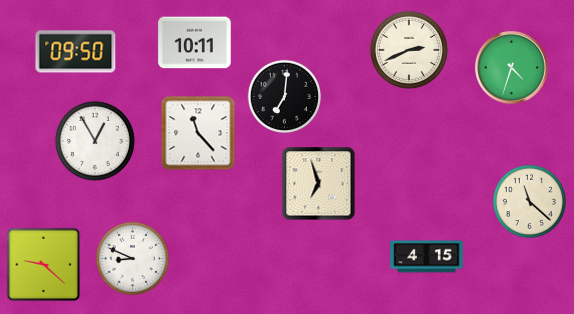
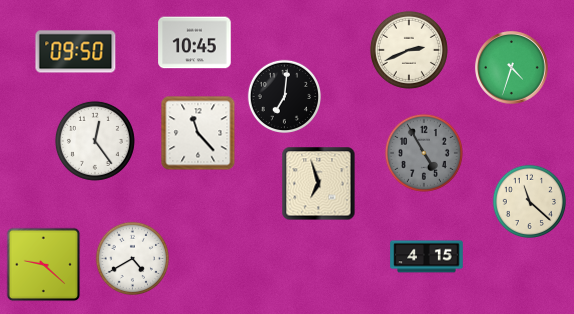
clock at (195, 43): 10:11 -> 10:45
clock at (95, 141): 12:55 -> 12:24
clock at (424, 153): none -> 4:55
clock at (132, 258): 8:49 -> 4:40
